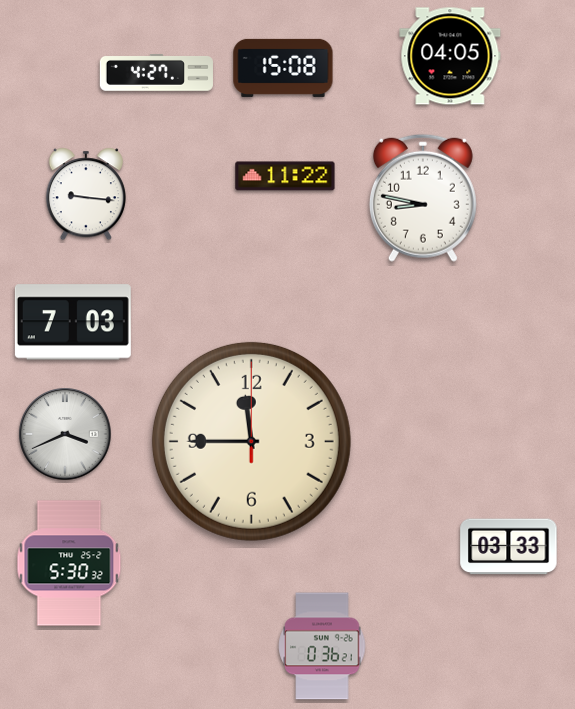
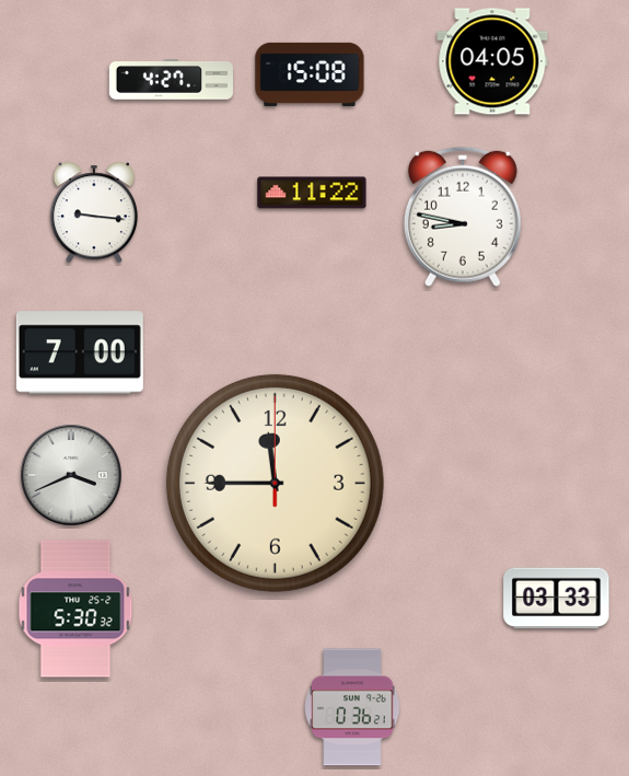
clock at (73, 322): 7:03 -> 7:00
clock at (69, 563) position: (69, 563) -> (75, 609)
